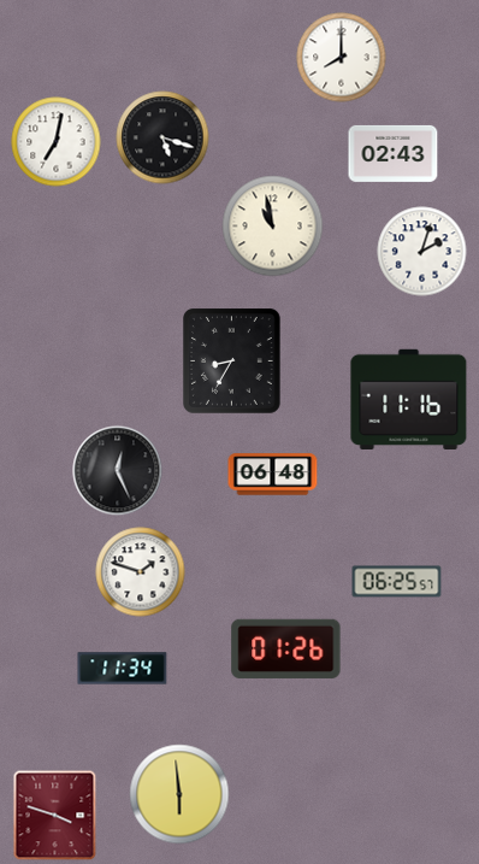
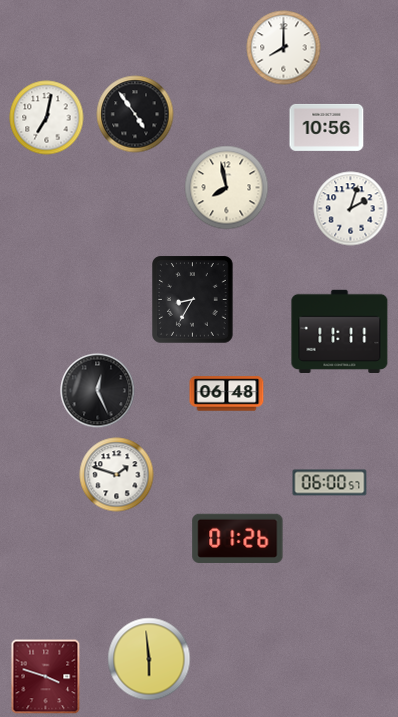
clock at (162, 137): 5:18 -> 4:54
clock at (394, 153): 02:43 -> 10:56
clock at (273, 227): 10:58 -> 7:58
clock at (409, 399): 11:16 -> 11:11
clock at (397, 582): 06:25 -> 06:00
clock at (123, 669): 11:34 -> none
